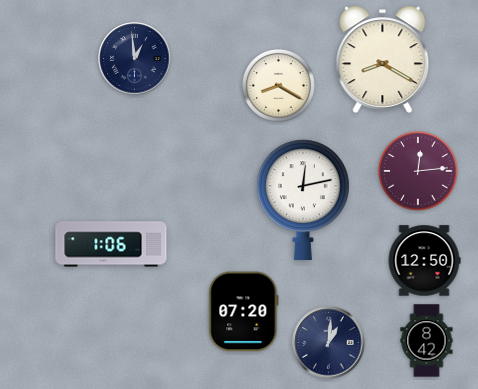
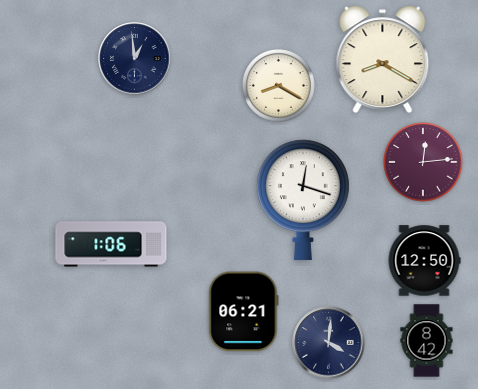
clock at (418, 171) position: (418, 171) -> (423, 162)
clock at (303, 200): 12:13 -> 12:18
clock at (244, 312): 07:20 -> 06:21
clock at (329, 343): 1:01 -> 4:01
